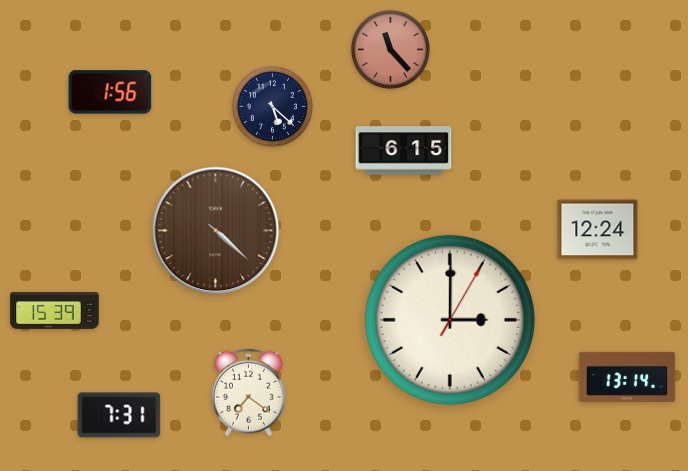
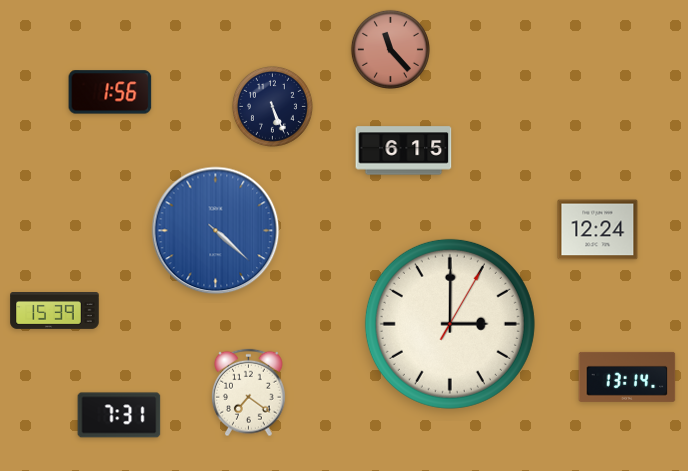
clock at (272, 106): 5:22 -> 5:26
clock at (216, 231) dial: brown -> blue
clock at (450, 320) position: (450, 320) -> (450, 324)
